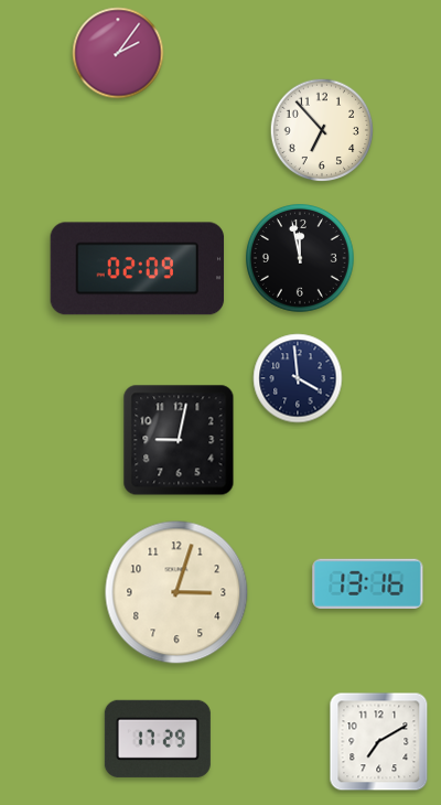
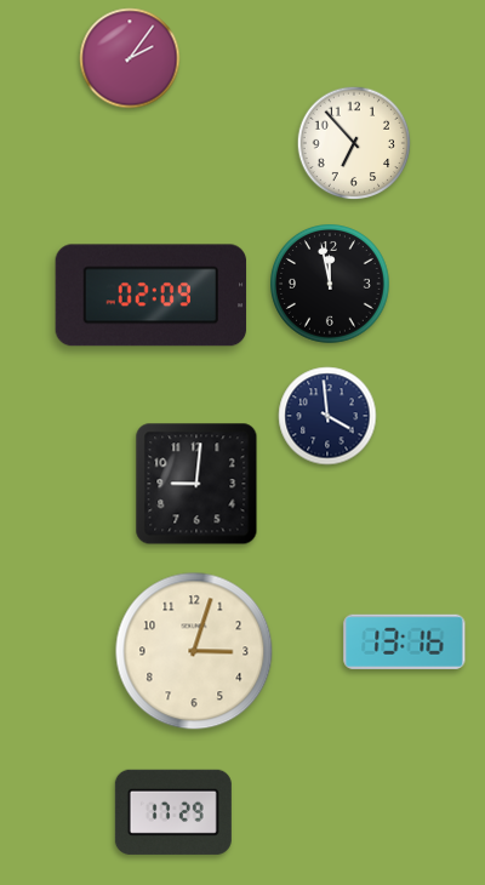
clock at (179, 440): 9:02 -> 9:01
clock at (379, 742): 7:10 -> none
